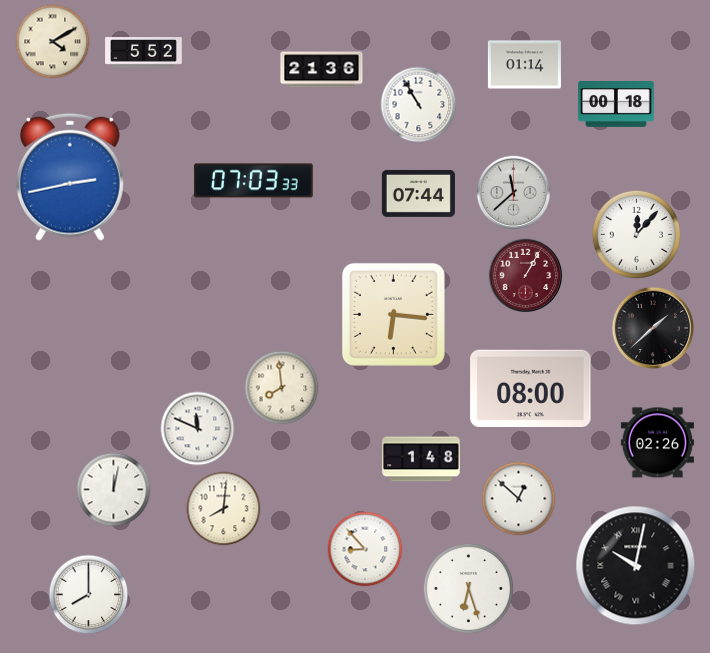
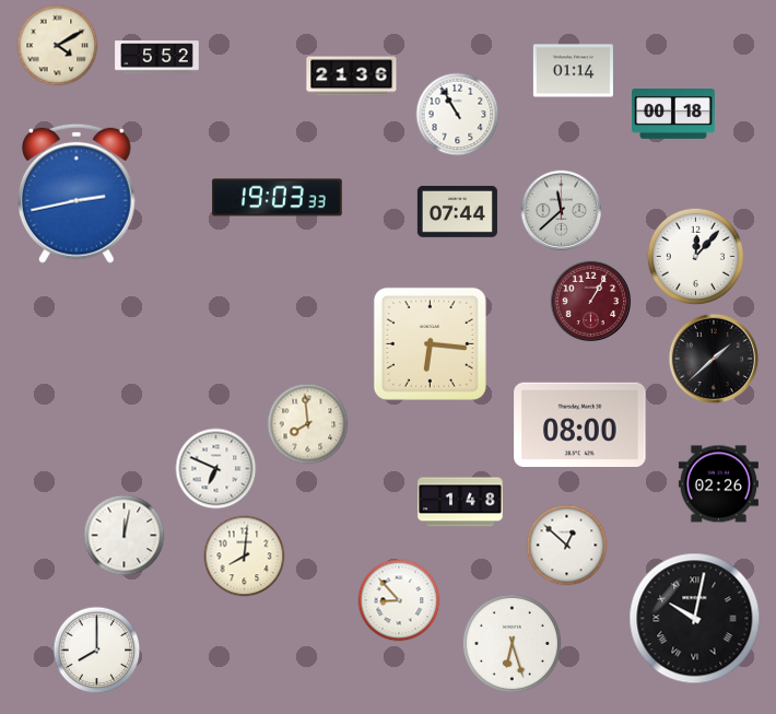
clock at (254, 181): 07:03 -> 19:03
clock at (526, 276) position: (526, 276) -> (591, 302)
clock at (198, 429): 11:49 -> 6:49
